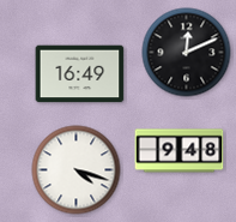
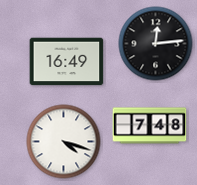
clock at (187, 53): 12:11 -> 12:14
clock at (180, 151): 9:48 -> 7:48
